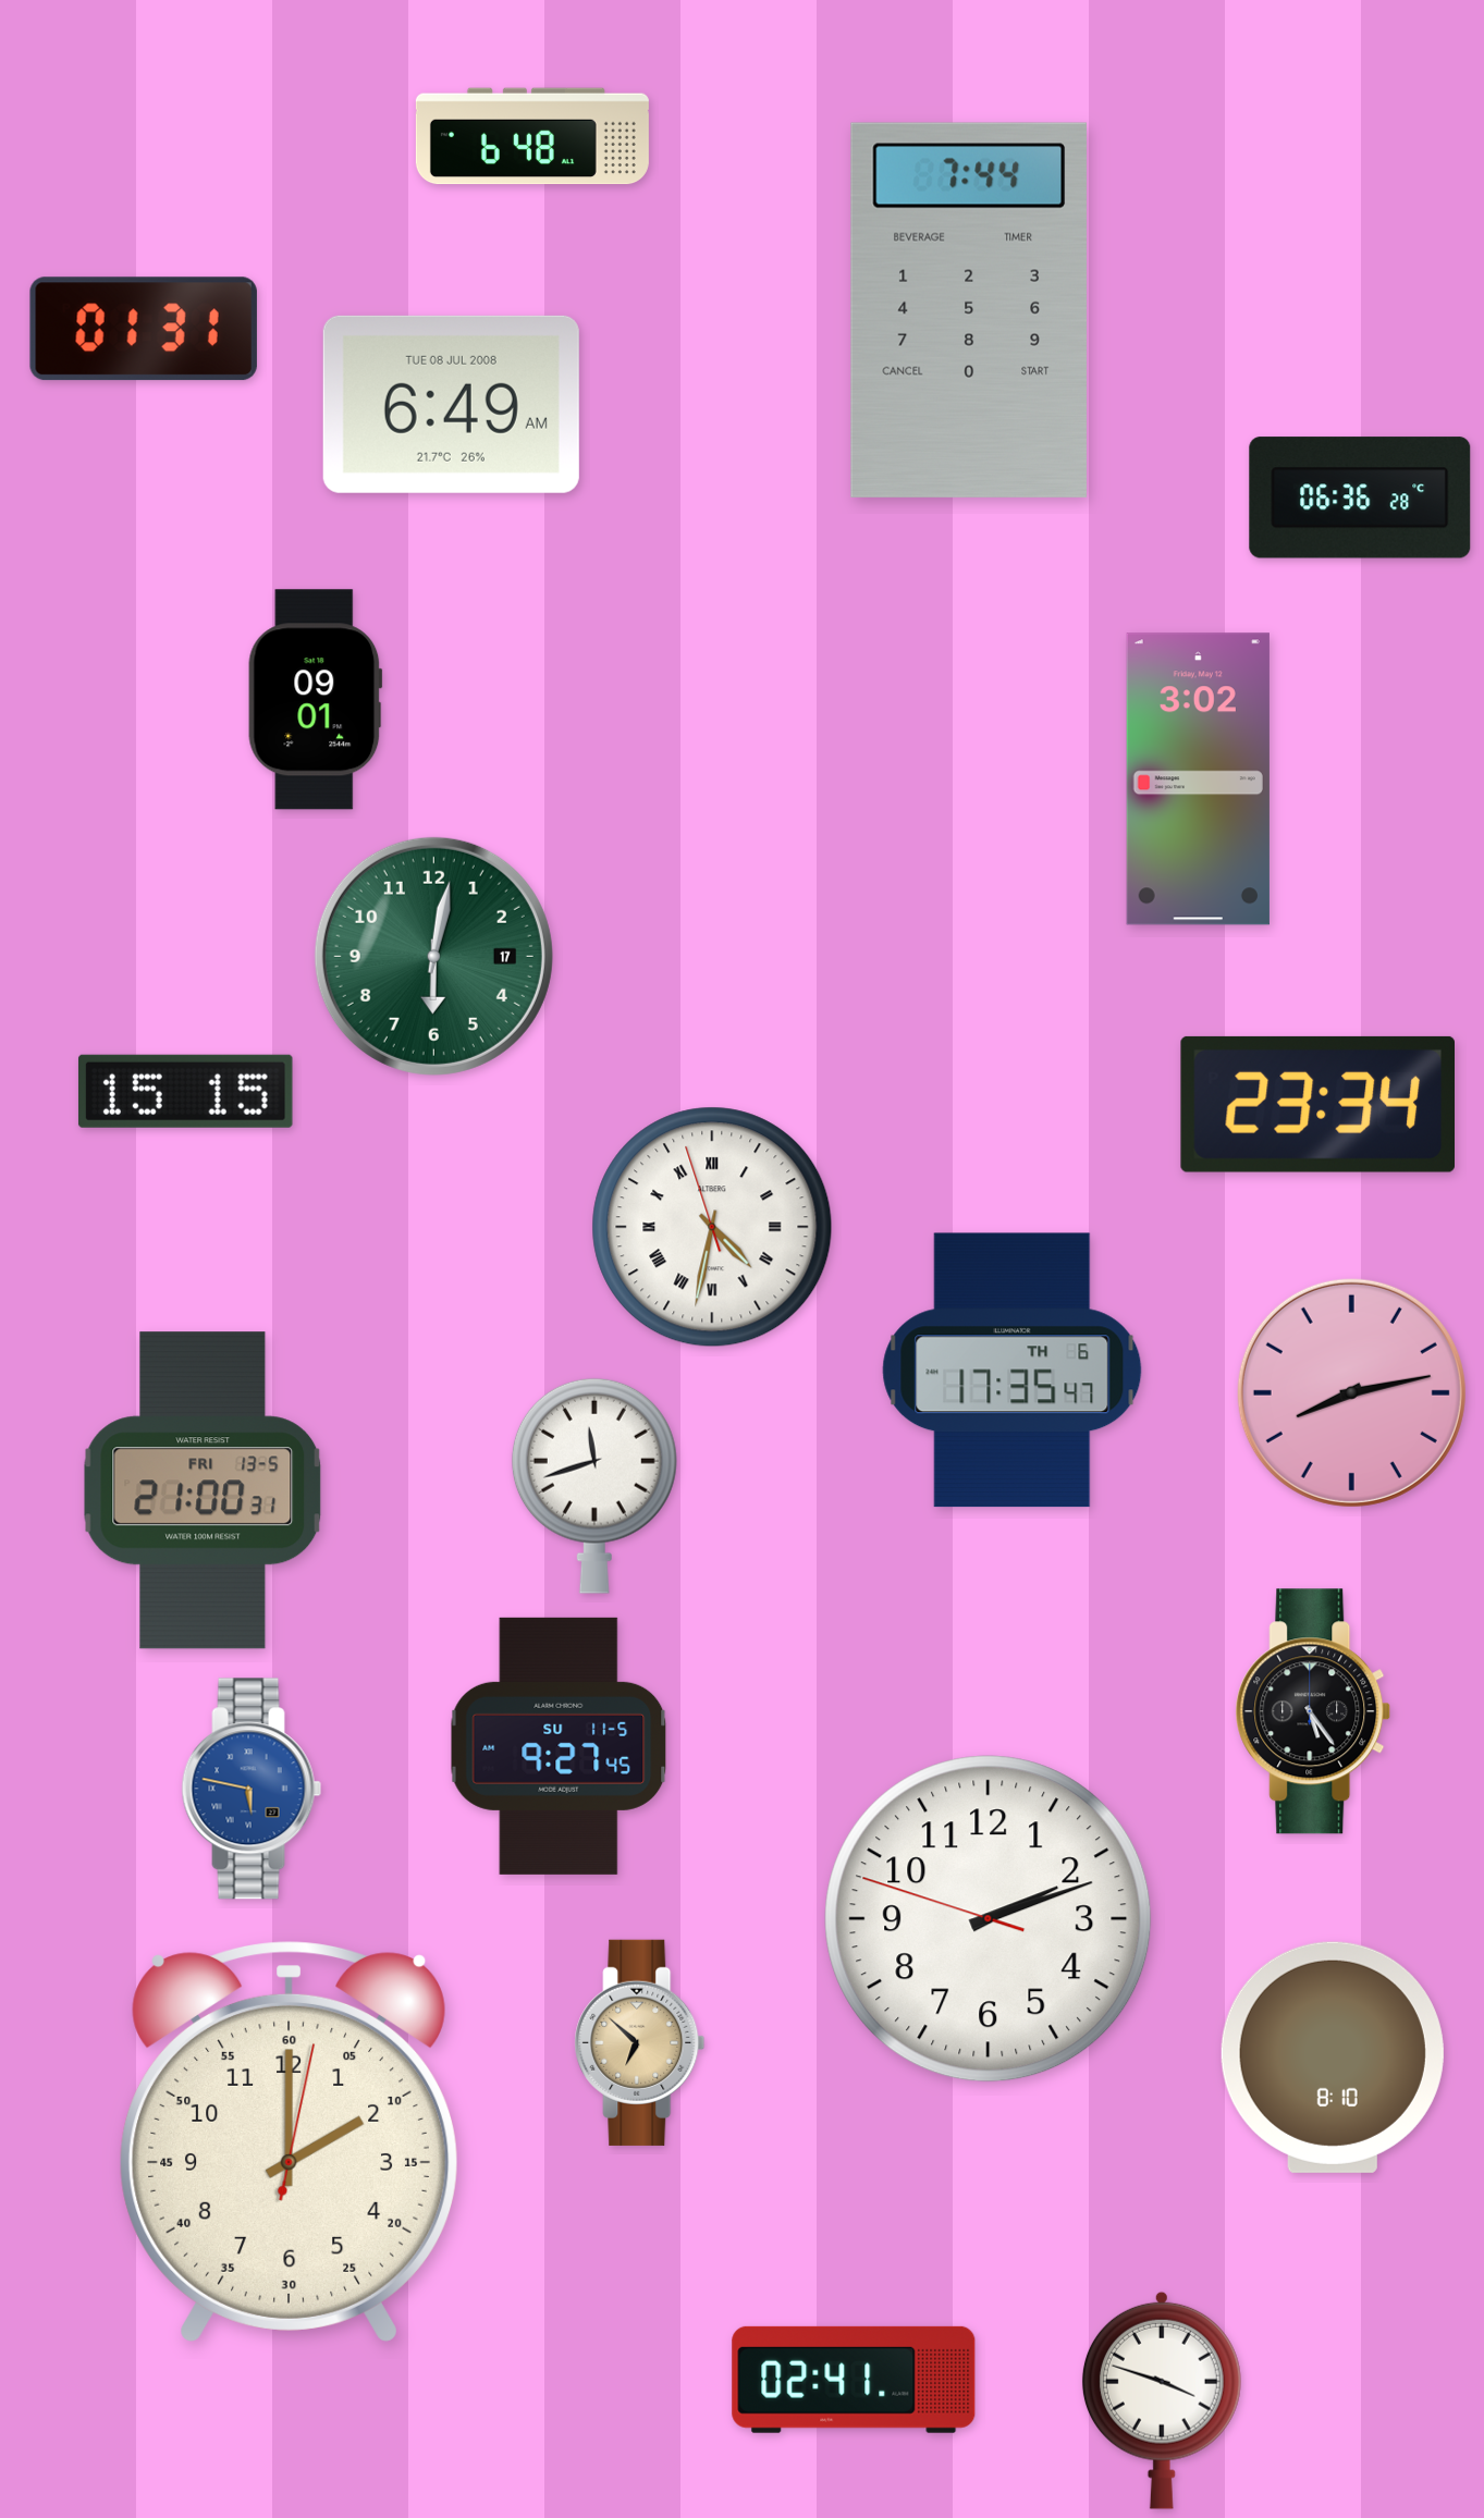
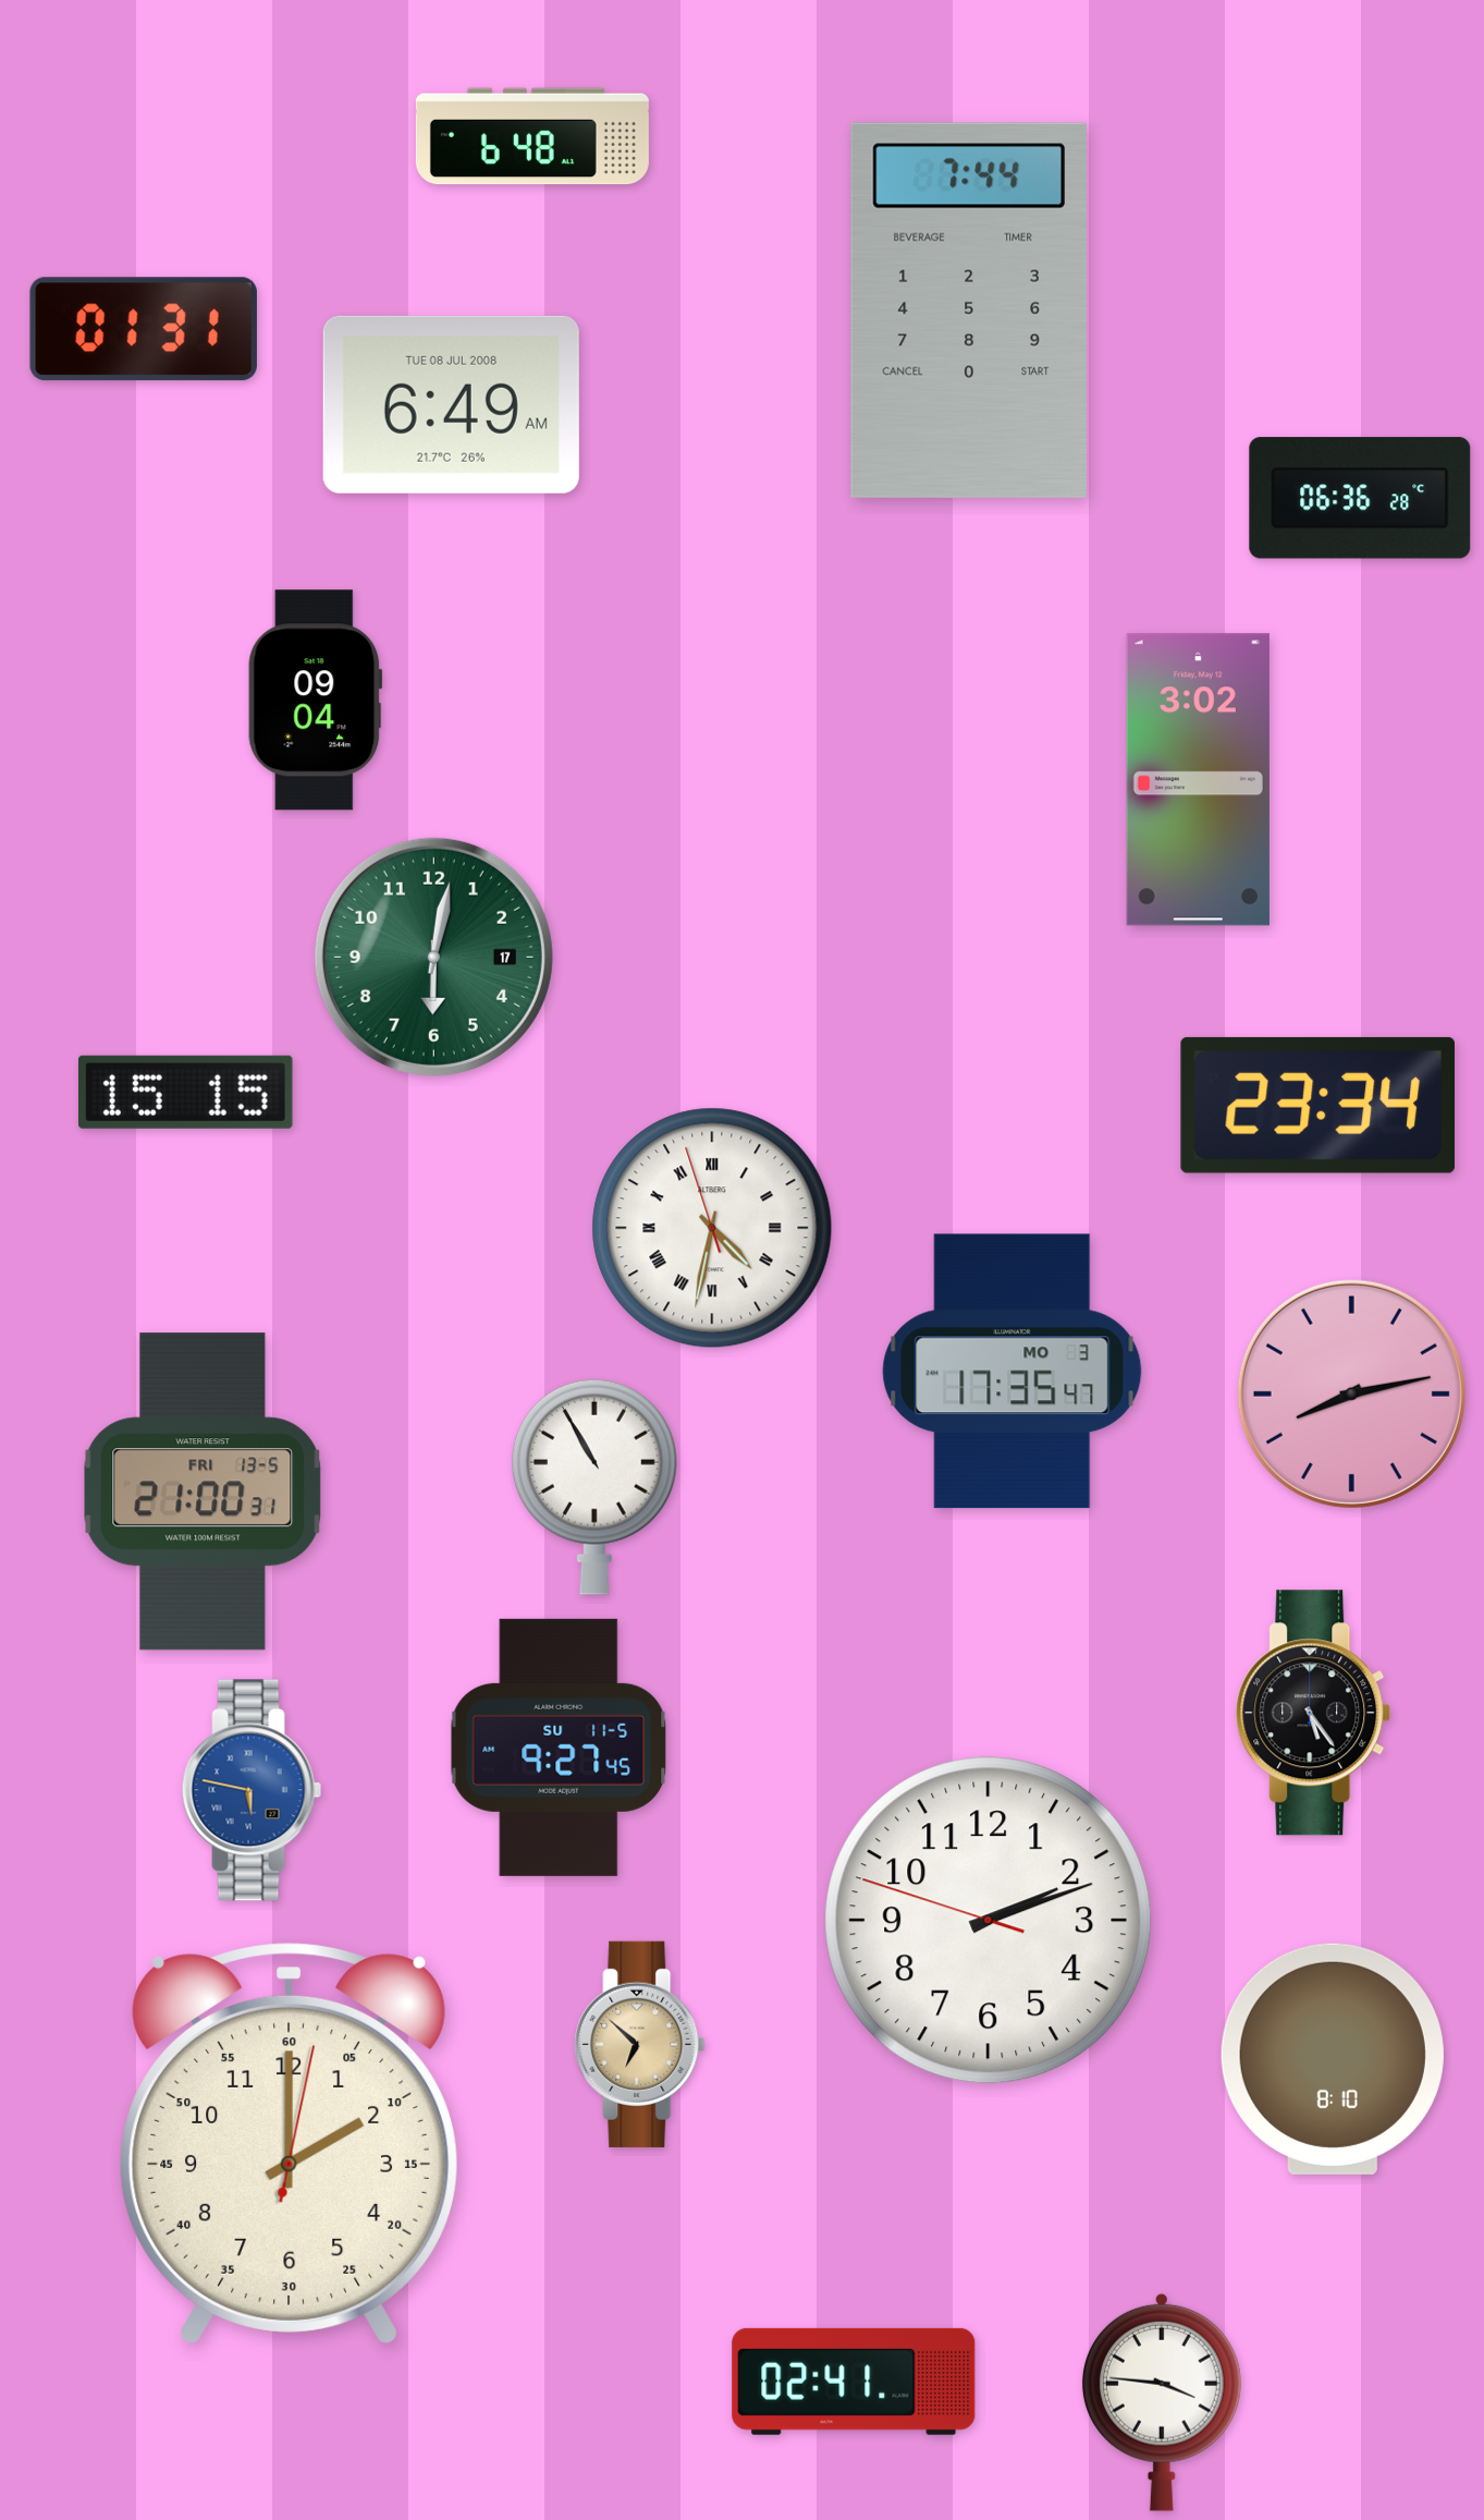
clock at (316, 700): 09:01 -> 09:04
clock at (1013, 1371) date: TH 6 -> MO 3
clock at (594, 1486): 11:42 -> 10:55
clock at (1162, 2400): 3:48 -> 3:46
